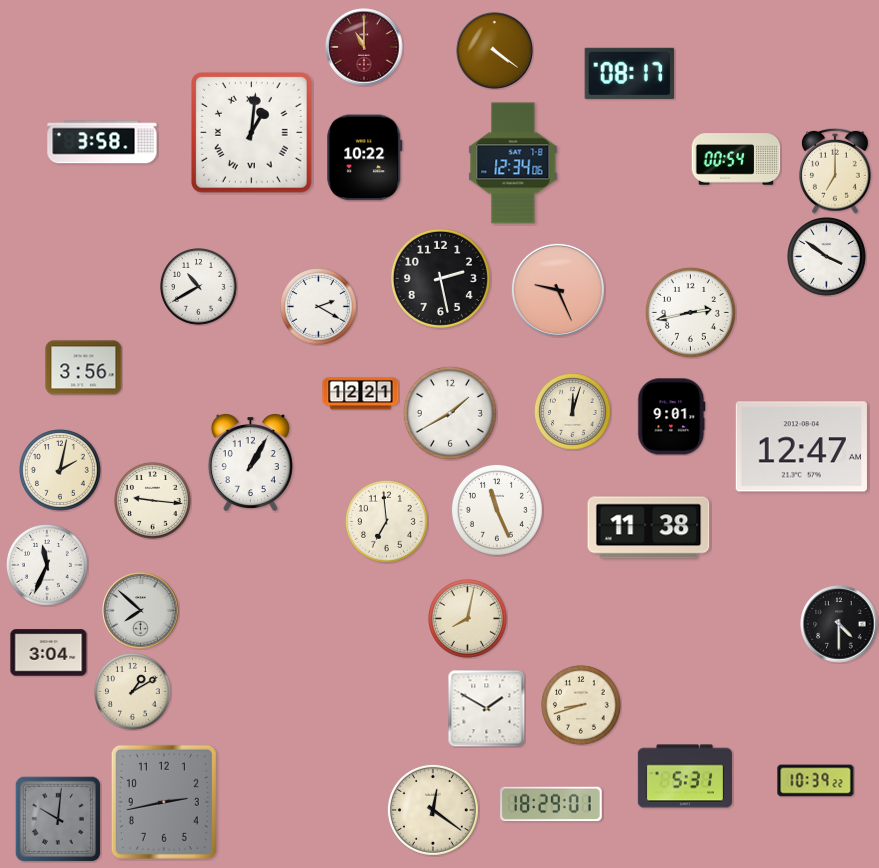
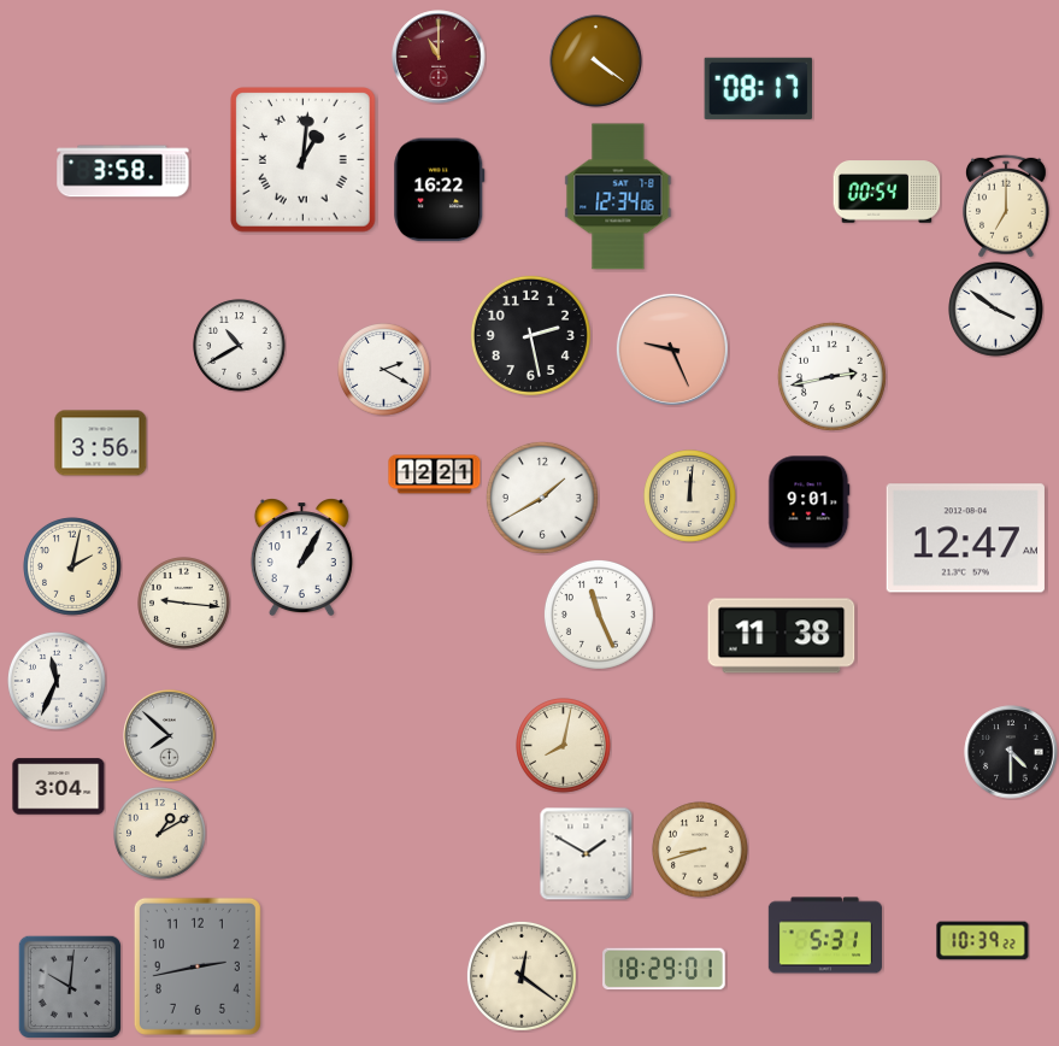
clock at (365, 158): 10:22 -> 16:22
clock at (573, 412): 12:03 -> 12:01
clock at (386, 521): 6:59 -> none
